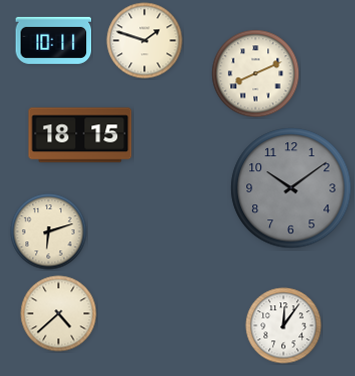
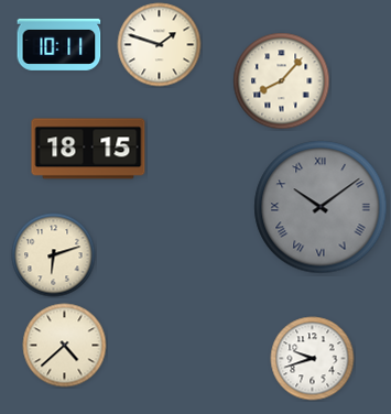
clock at (256, 74): 8:11 -> 8:07
clock at (291, 188) numerals: Arabic -> Roman
clock at (284, 326): 12:06 -> 9:42
